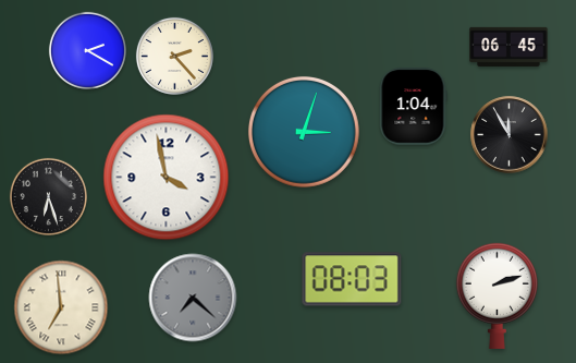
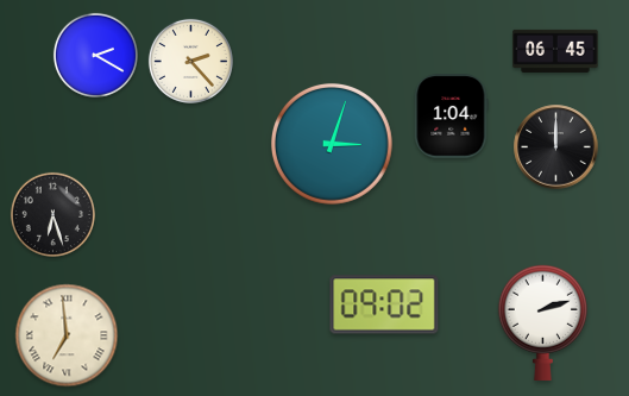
clock at (510, 135): 11:55 -> 12:00
clock at (167, 178): 3:58 -> none
clock at (352, 279): 08:03 -> 09:02
clock at (193, 298): 7:22 -> none
